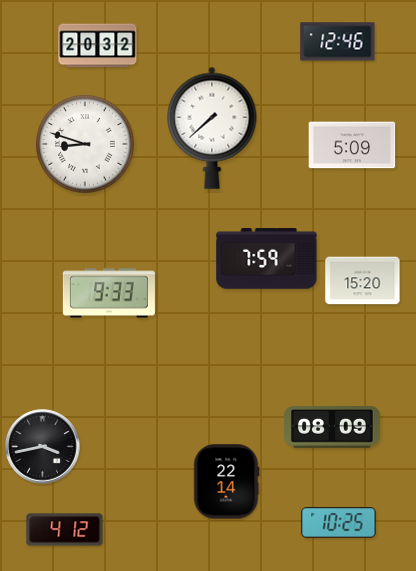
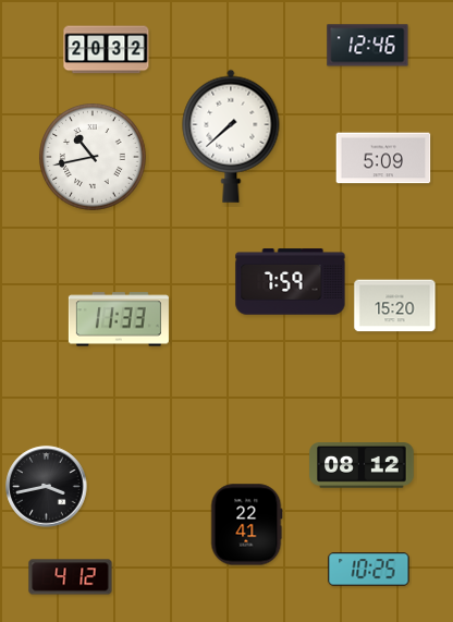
clock at (212, 128) position: (212, 128) -> (231, 136)
clock at (85, 144): 8:48 -> 10:43
clock at (109, 293): 9:33 -> 11:33
clock at (332, 427): 08:09 -> 08:12
clock at (226, 482): 22:14 -> 22:41
